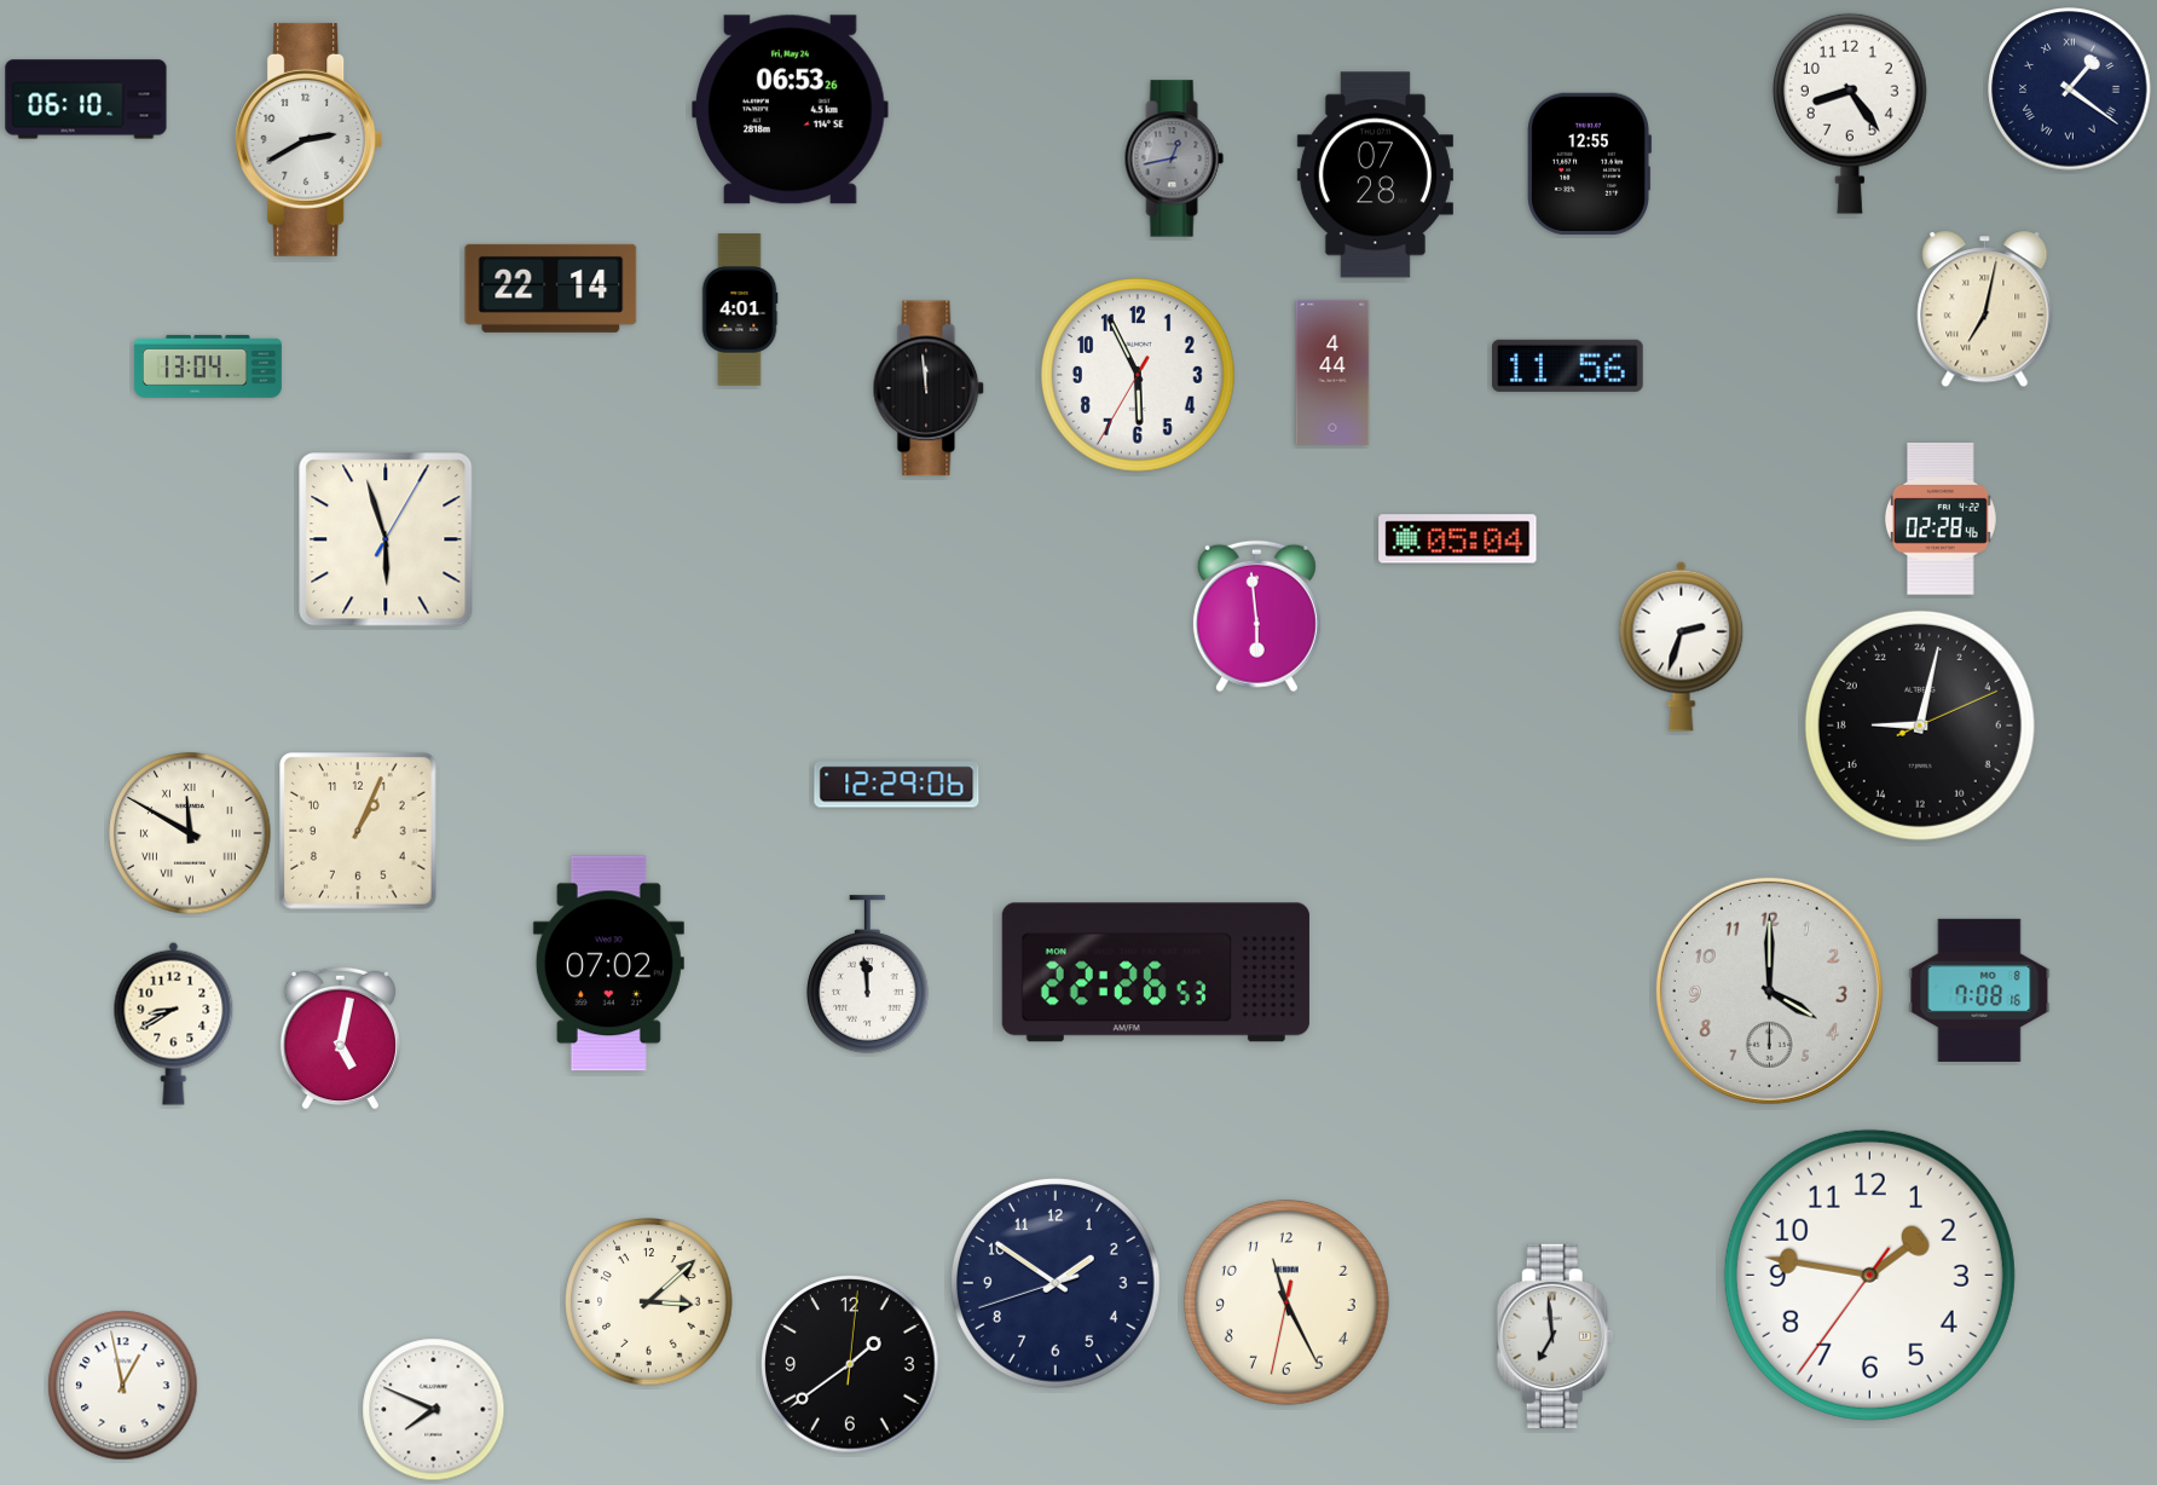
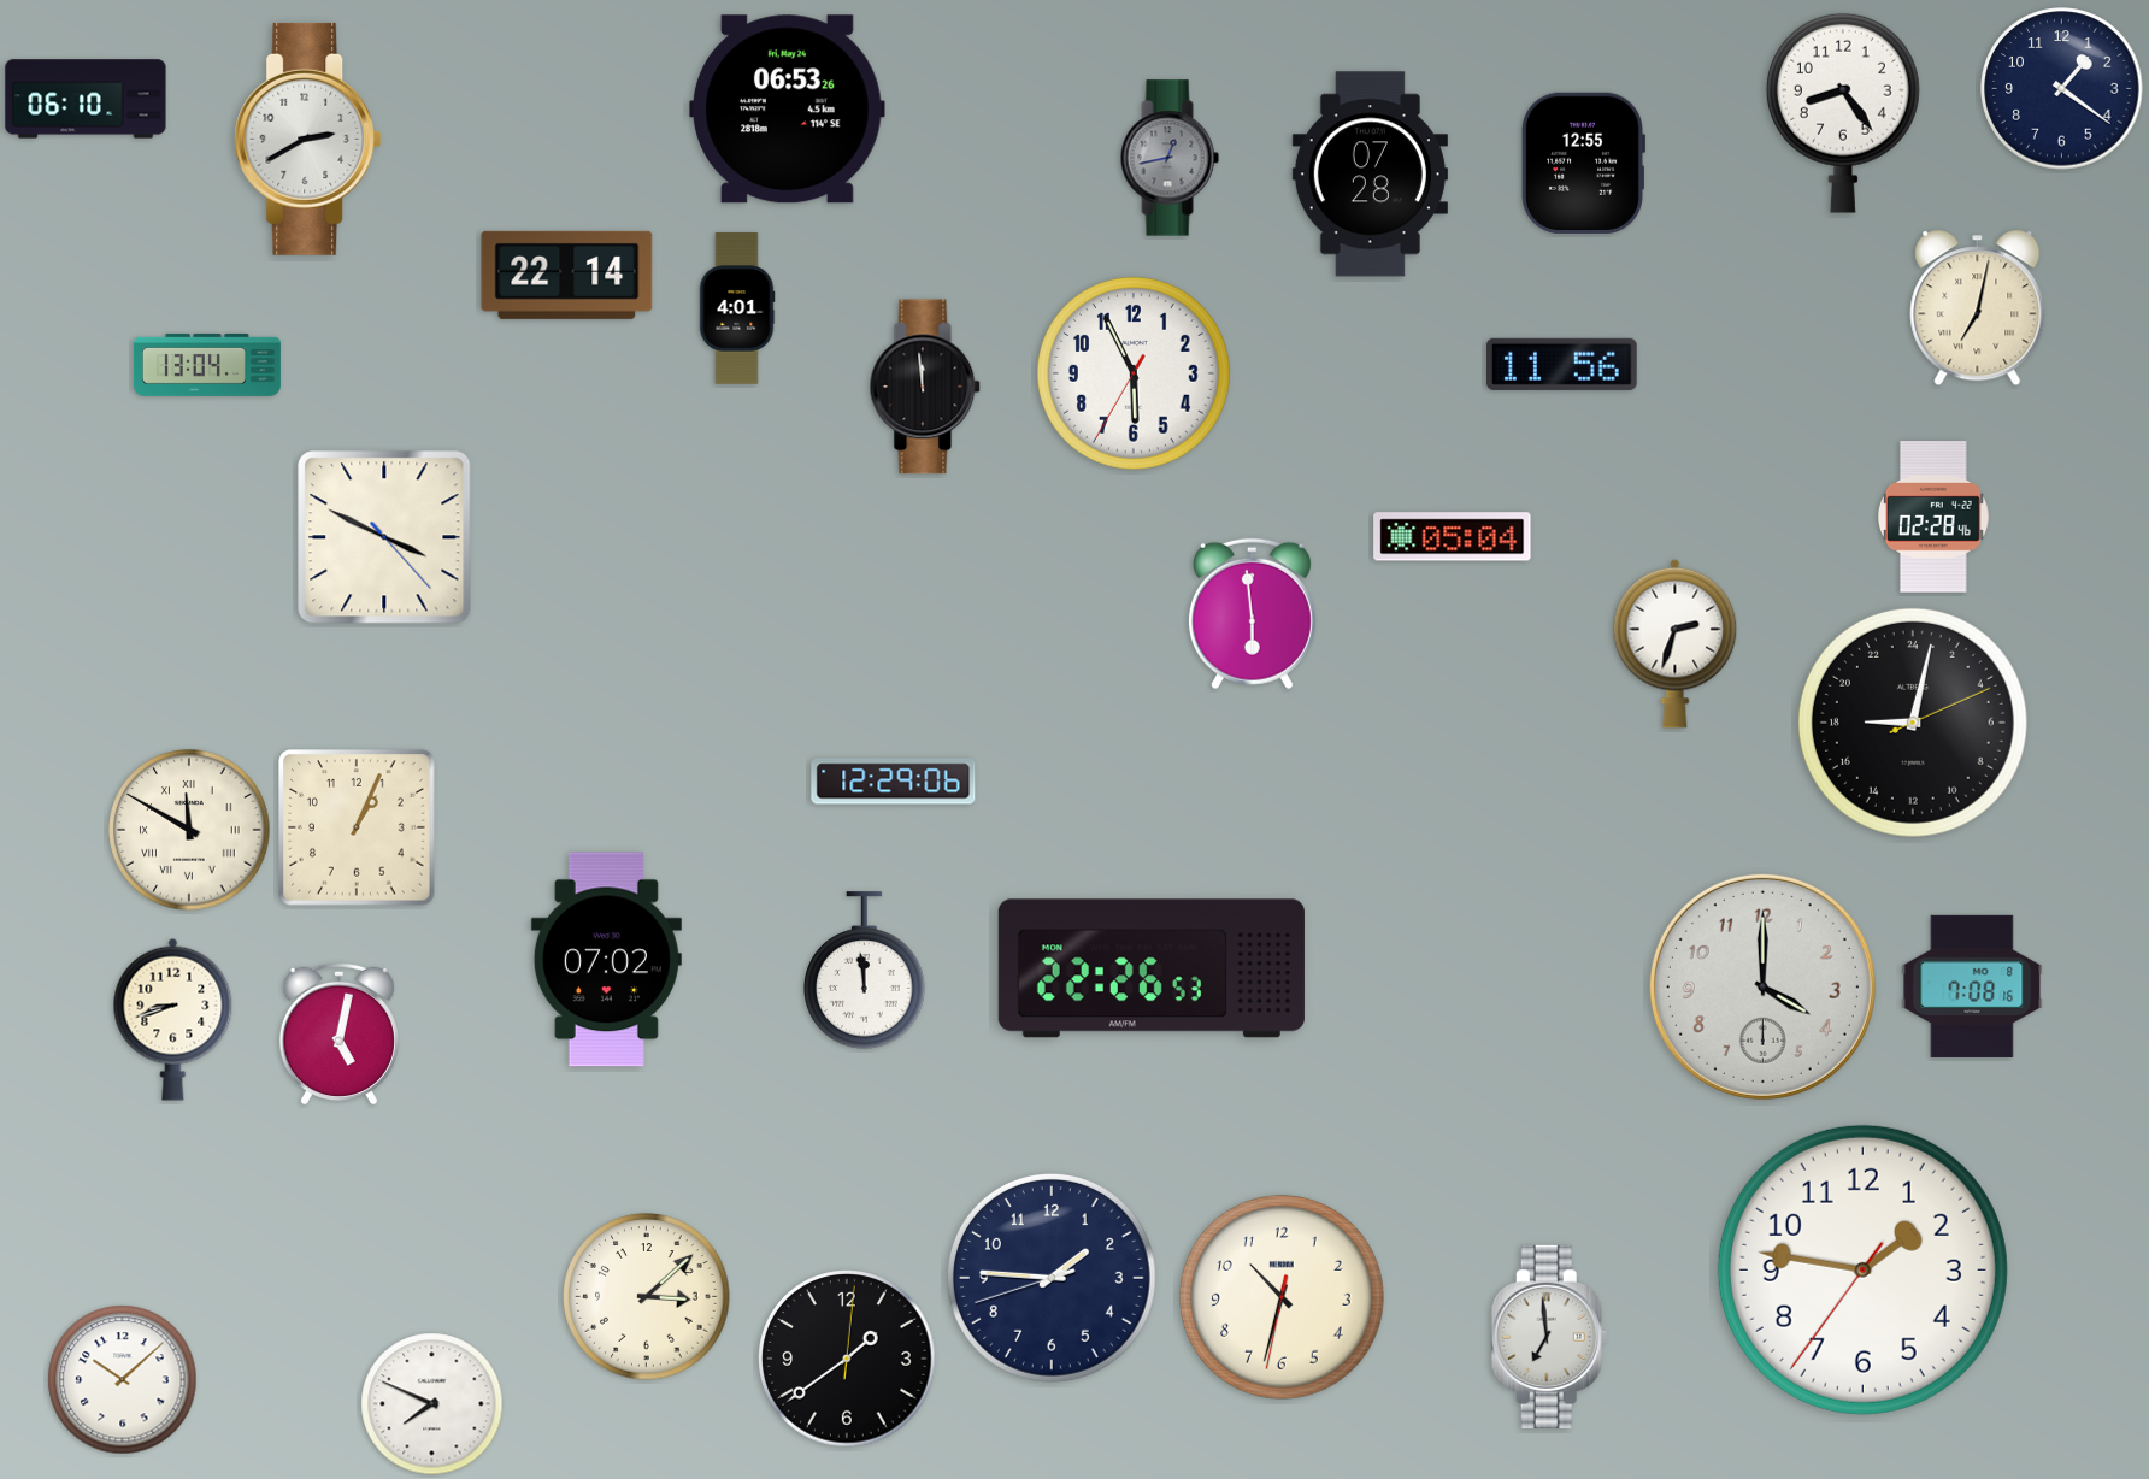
clock at (2070, 89) numerals: Roman -> Arabic
clock at (551, 288) position: (551, 288) -> (567, 275)
clock at (1332, 372): 4:44 -> none
clock at (386, 539): 5:57 -> 3:49
clock at (174, 1023): 8:40 -> 8:42
clock at (1056, 1283): 1:50 -> 1:45
clock at (1286, 1302): 11:25 -> 10:32
clock at (1555, 1336) position: (1555, 1336) -> (1549, 1337)
clock at (123, 1386): 12:58 -> 10:08
